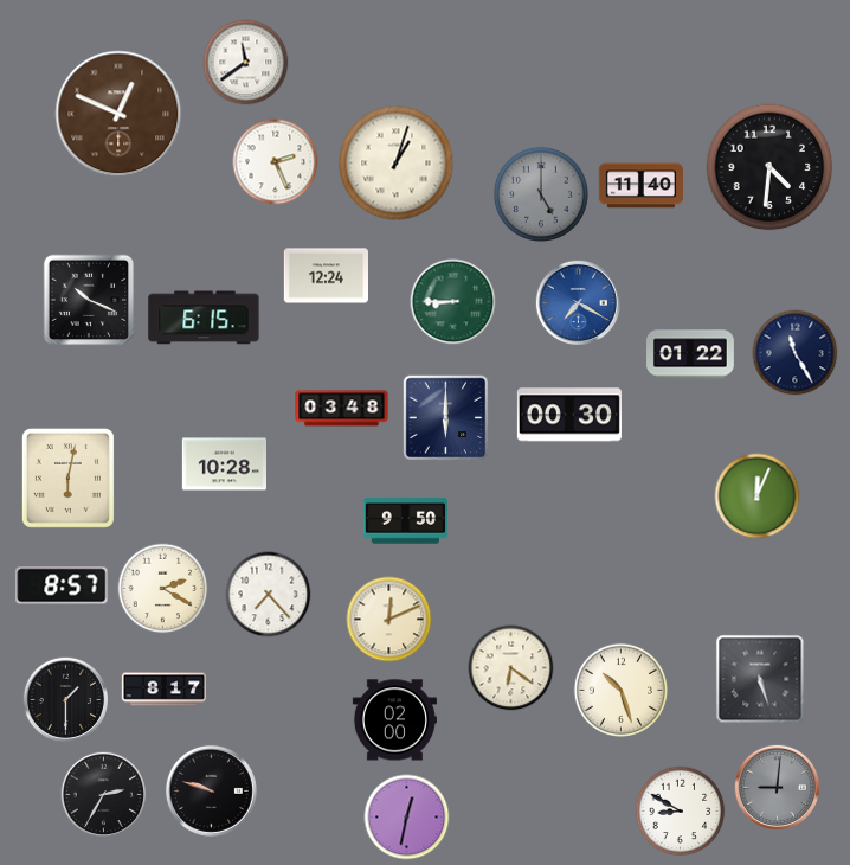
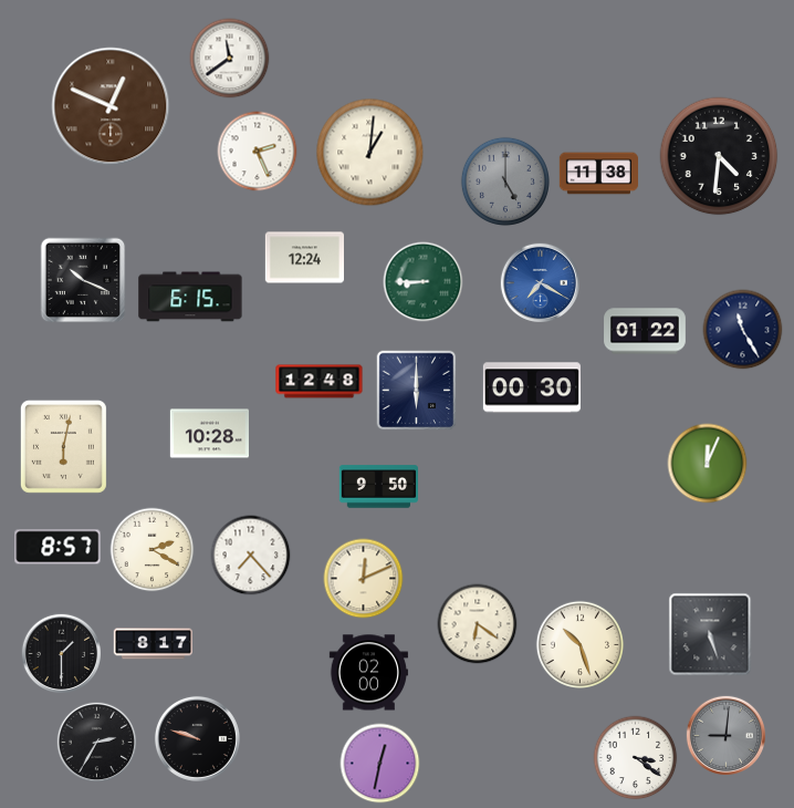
clock at (397, 164): 1:03 -> 1:01
clock at (640, 186): 11:40 -> 11:38
clock at (342, 409): 03:48 -> 12:48
clock at (681, 812): 8:50 -> 3:21
